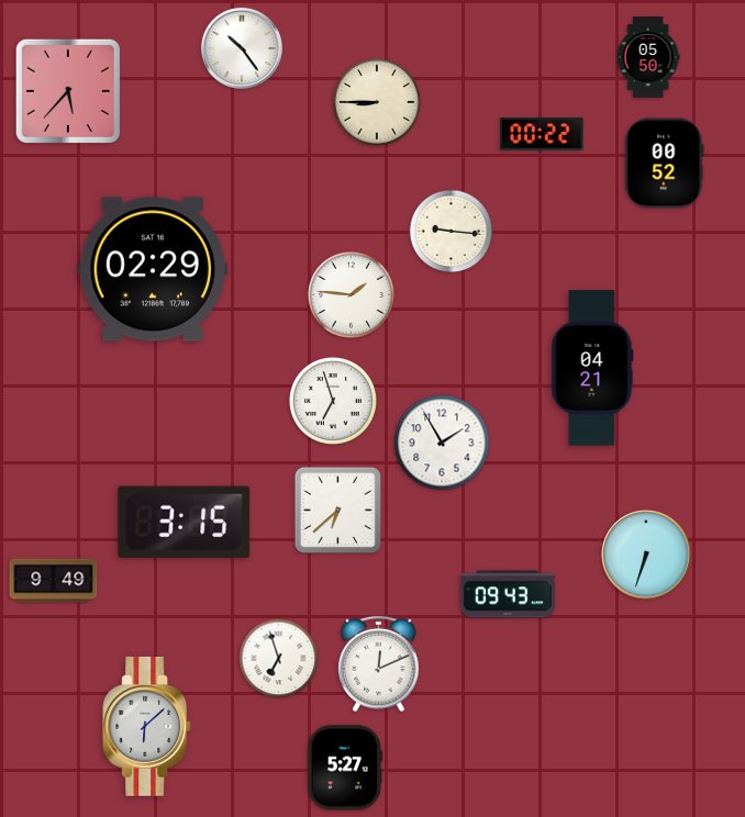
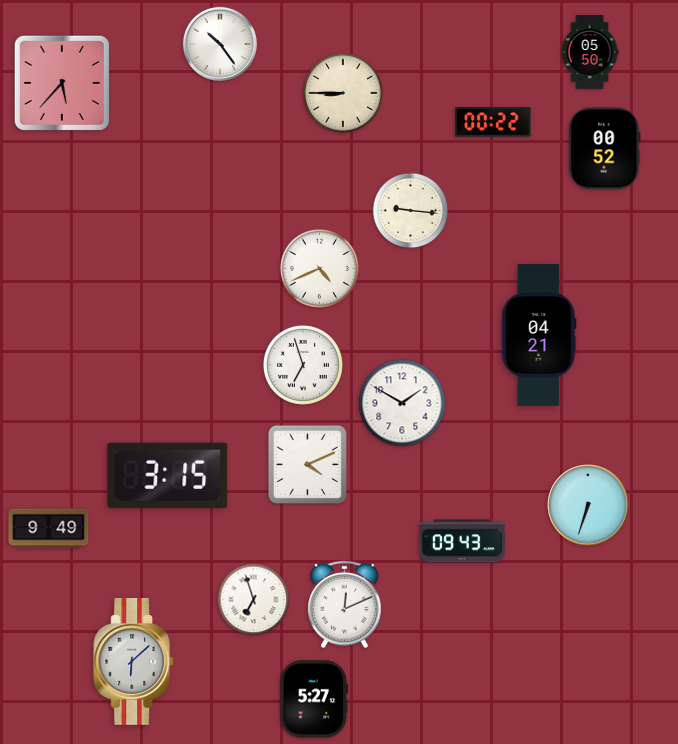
clock at (152, 269): 02:29 -> none
clock at (351, 294): 1:46 -> 4:41
clock at (442, 443): 1:55 -> 1:50
clock at (337, 510): 6:38 -> 4:11
